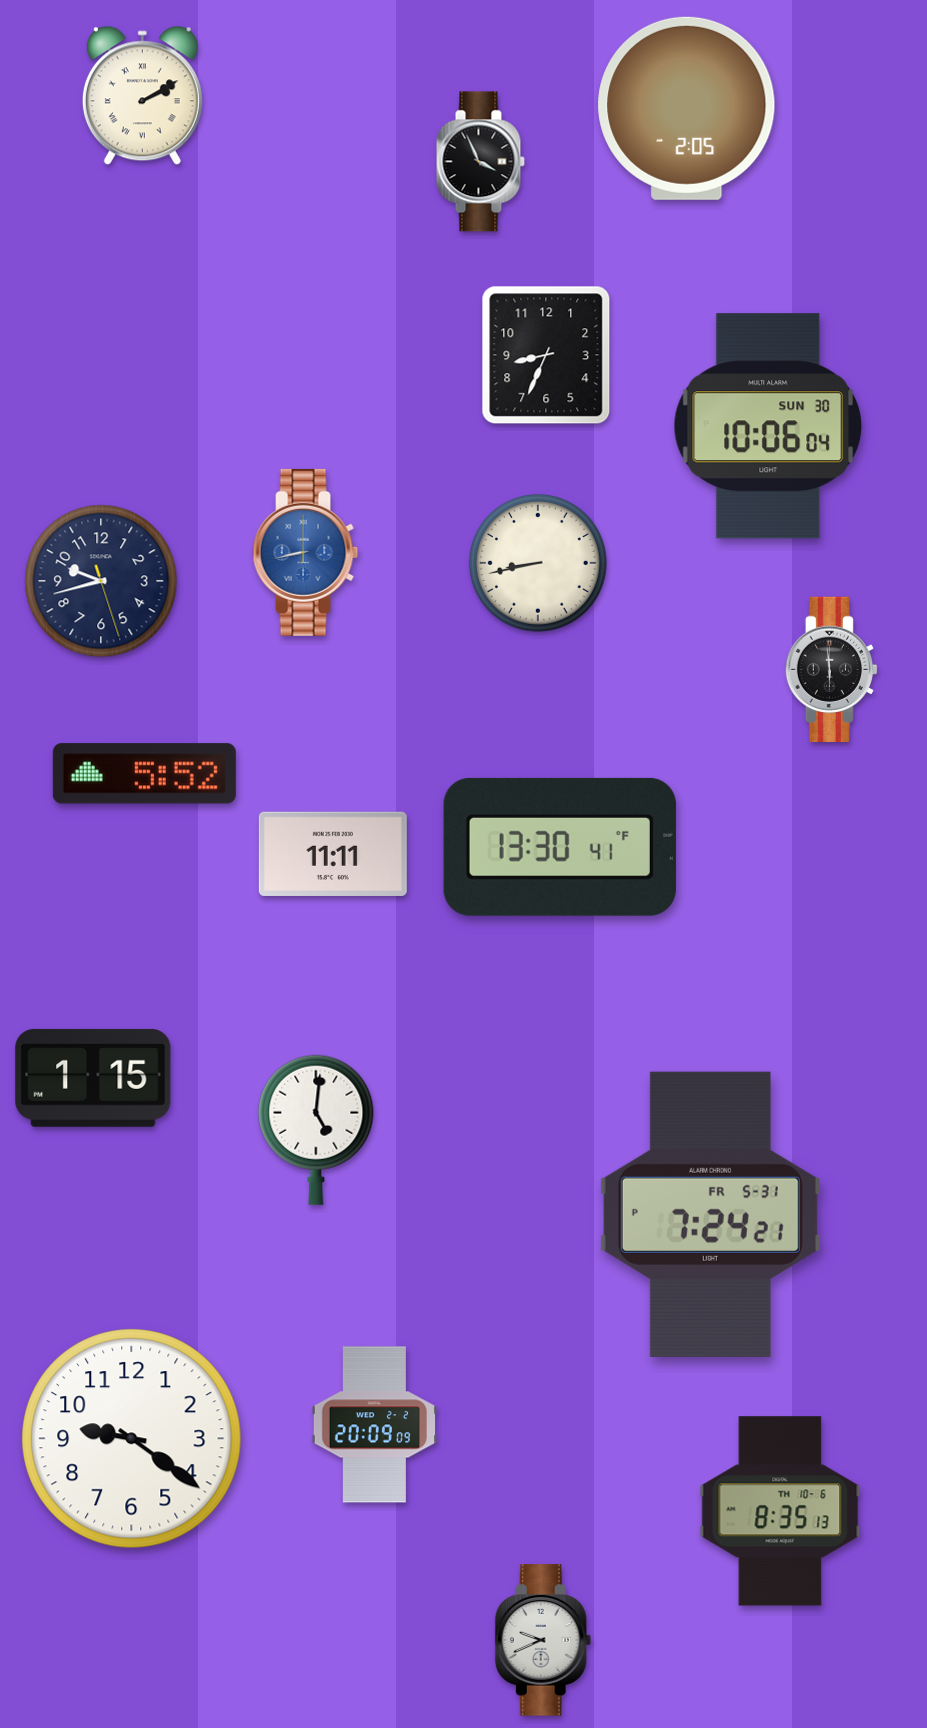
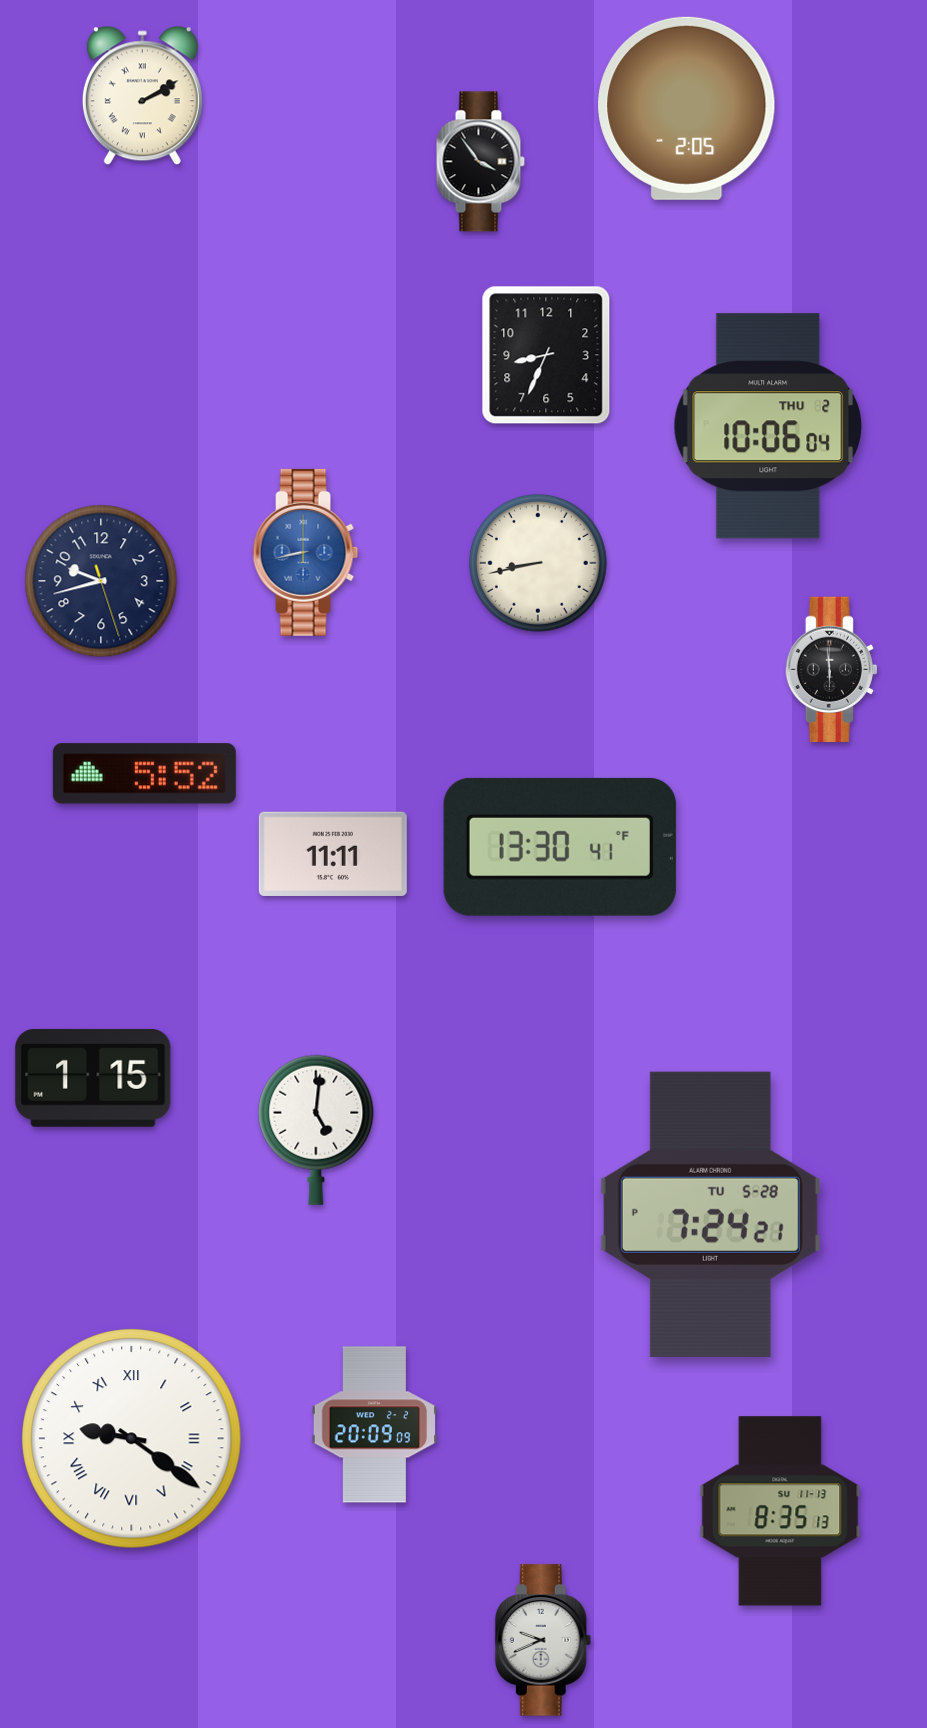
clock at (480, 162): 3:56 -> 3:54
clock at (768, 426) date: SUN 30 -> THU 2
clock at (710, 1214) date: FR 5-31 -> TU 5-28
clock at (132, 1439) numerals: Arabic -> Roman
clock at (780, 1511) date: TH 10-6 -> SU 11-13
